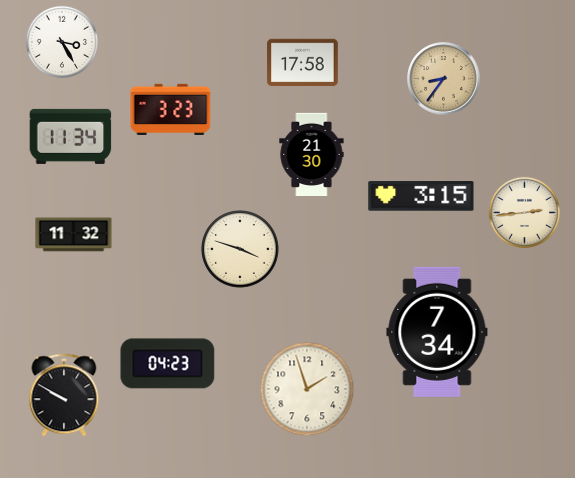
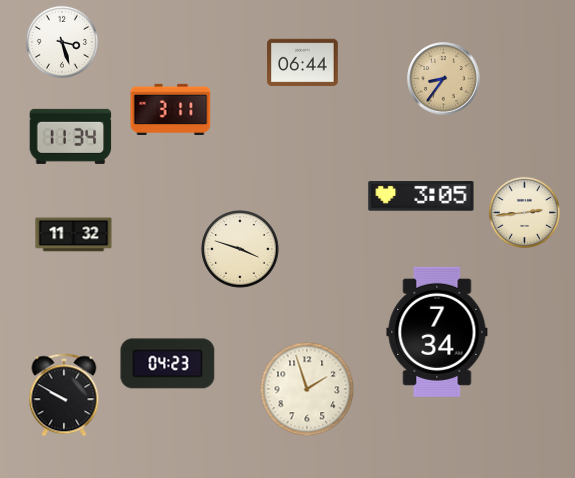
clock at (62, 42): 3:25 -> 3:27
clock at (303, 63): 17:58 -> 06:44
clock at (171, 109): 3:23 -> 3:11
clock at (312, 154): 21:30 -> none
clock at (421, 196): 3:15 -> 3:05
